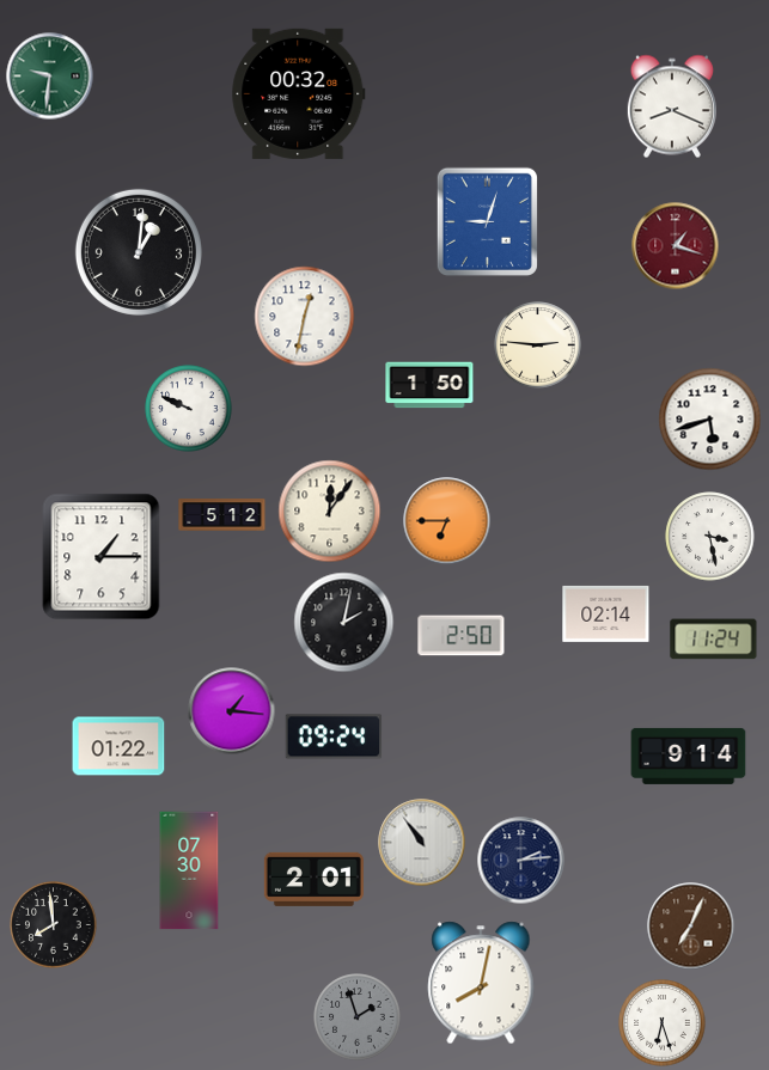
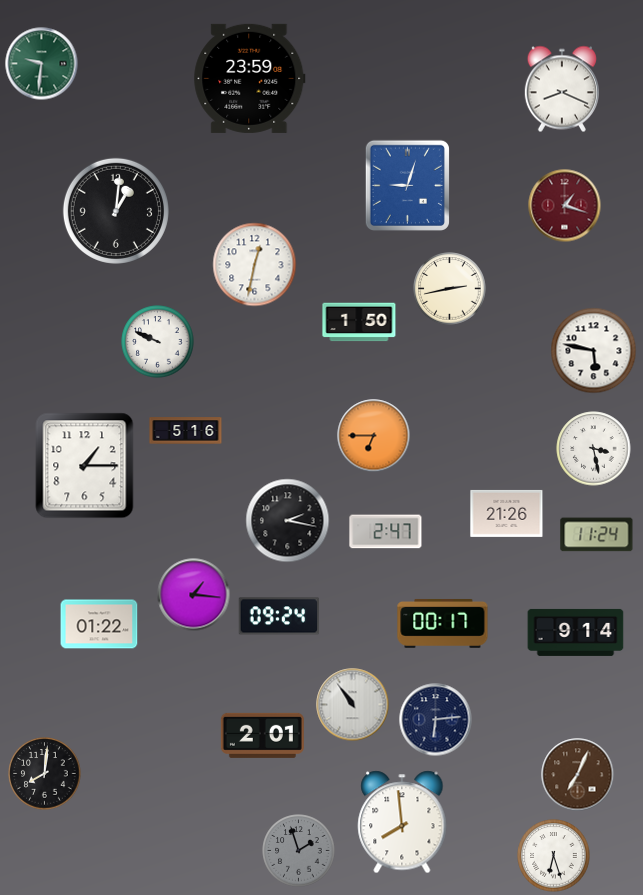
clock at (299, 93): 00:32 -> 23:59
clock at (538, 346): 2:46 -> 2:43
clock at (710, 420): 5:42 -> 5:47
clock at (330, 512): 12:06 -> none
clock at (222, 515): 5:12 -> 5:16
clock at (606, 613): 02:14 -> 21:26
clock at (344, 623): 2:02 -> 2:17
clock at (462, 636): 2:50 -> 2:47
clock at (443, 623): none -> 00:17
clock at (521, 861): 2:14 -> 6:14
clock at (189, 870): 07:30 -> none
clock at (54, 925): 7:59 -> 8:01
clock at (481, 983): 8:02 -> 7:59
